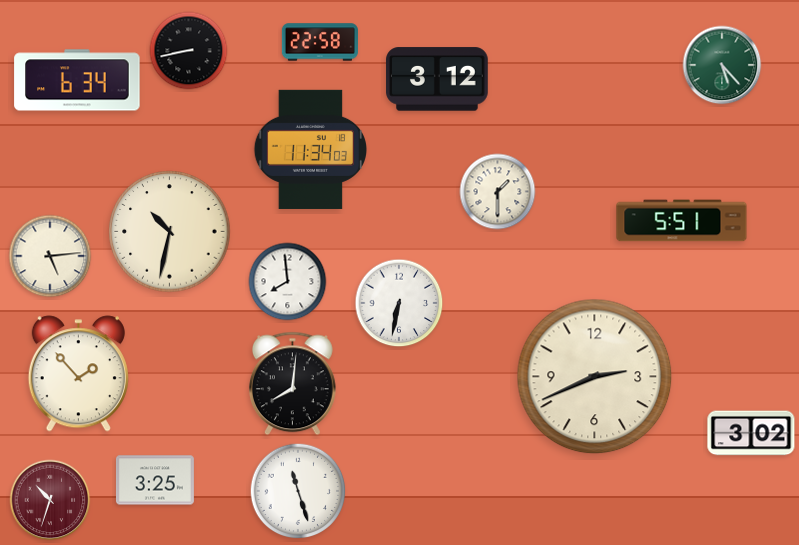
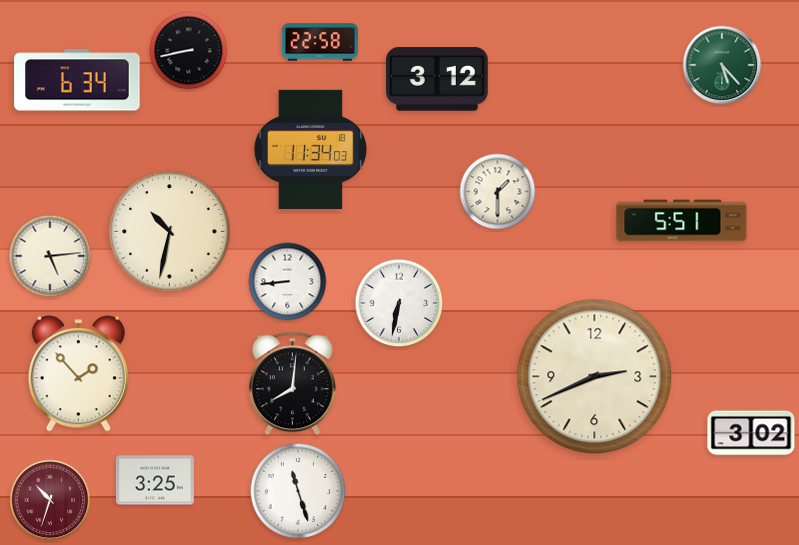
clock at (288, 282): 7:59 -> 8:44
